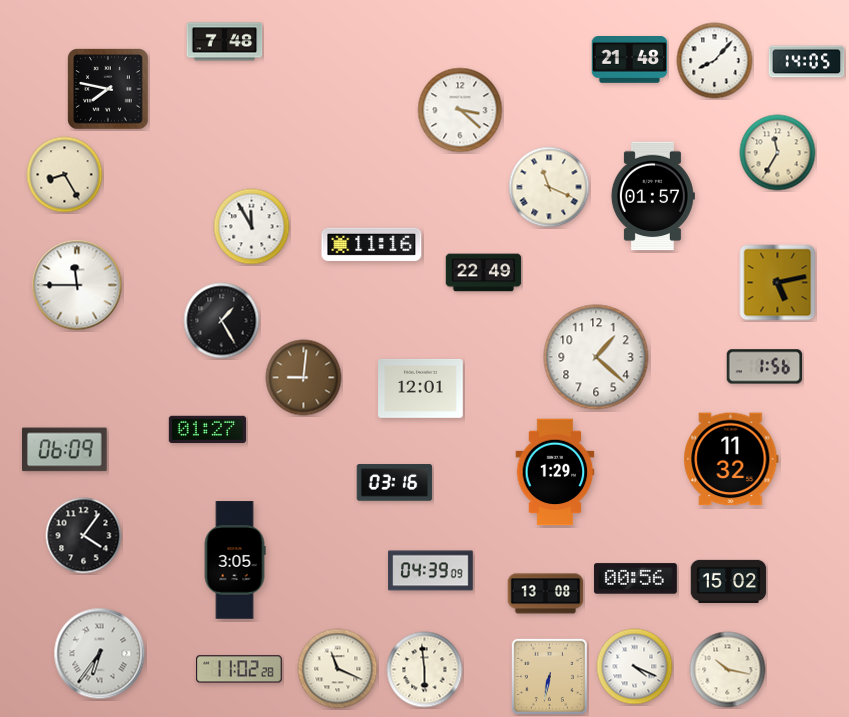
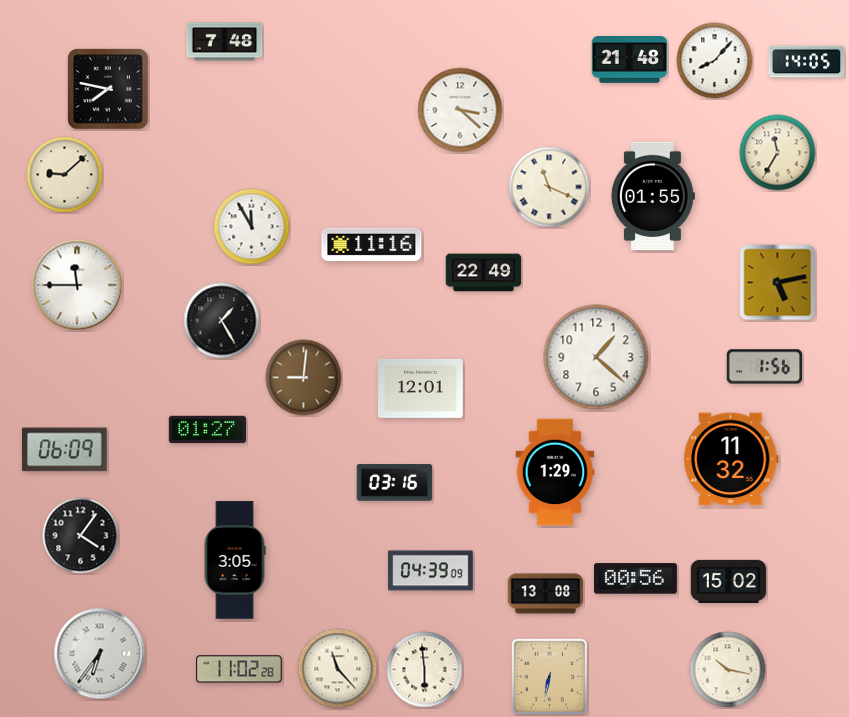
clock at (65, 175): 8:25 -> 9:08
clock at (653, 196): 01:57 -> 01:55
clock at (84, 536) position: (84, 536) -> (81, 536)
clock at (635, 667): 4:19 -> none
clock at (338, 669): 11:19 -> 11:23
